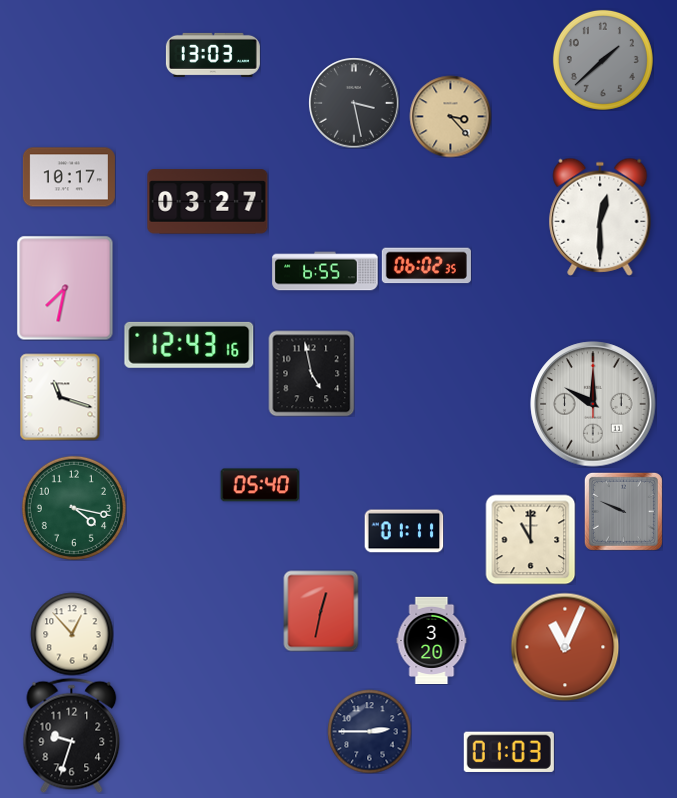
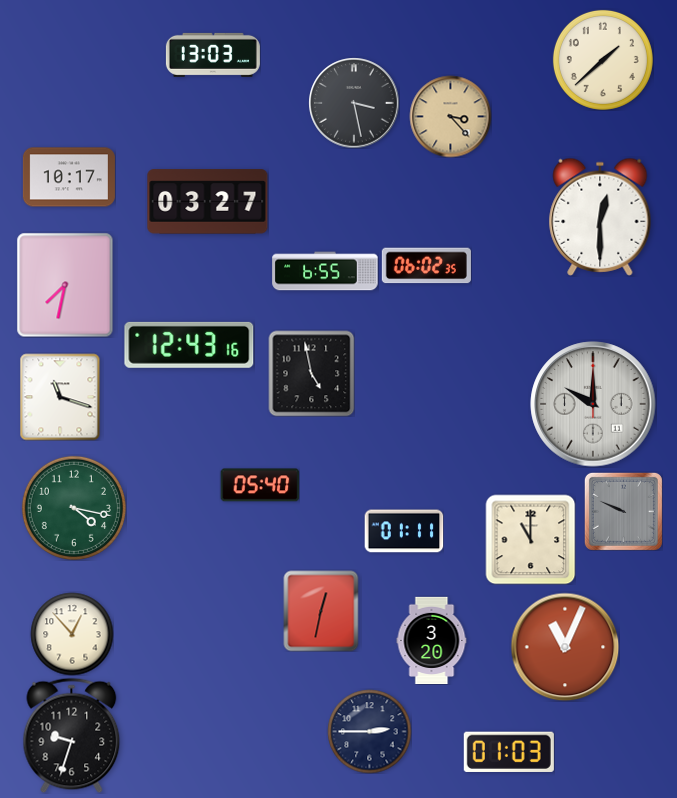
clock at (603, 60) dial: grey -> cream
clock at (65, 288) position: (65, 288) -> (65, 285)
